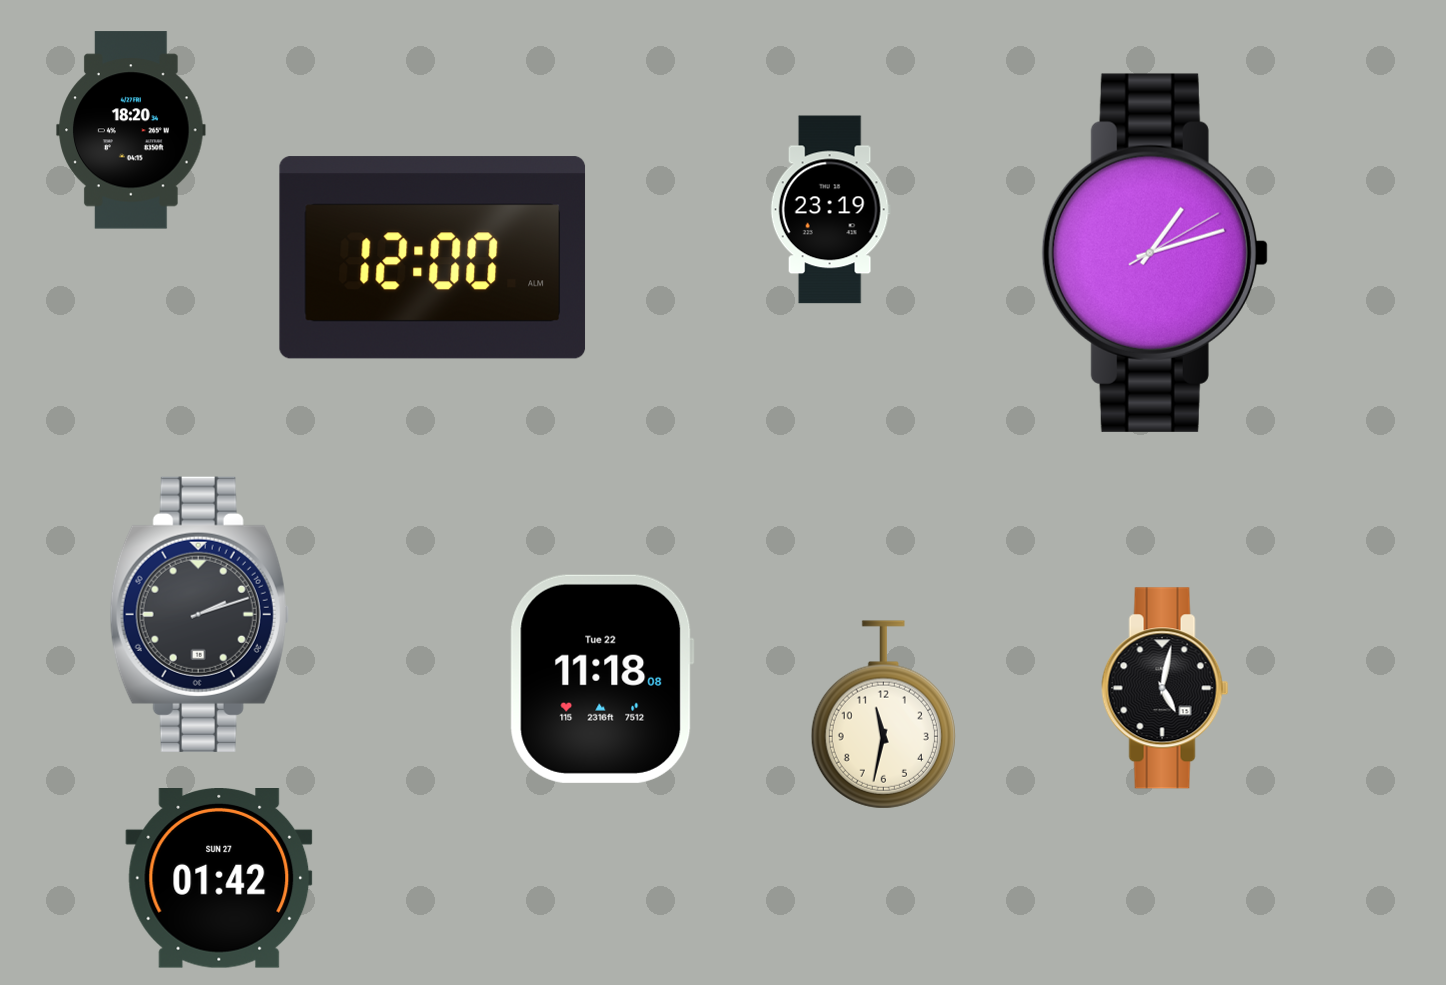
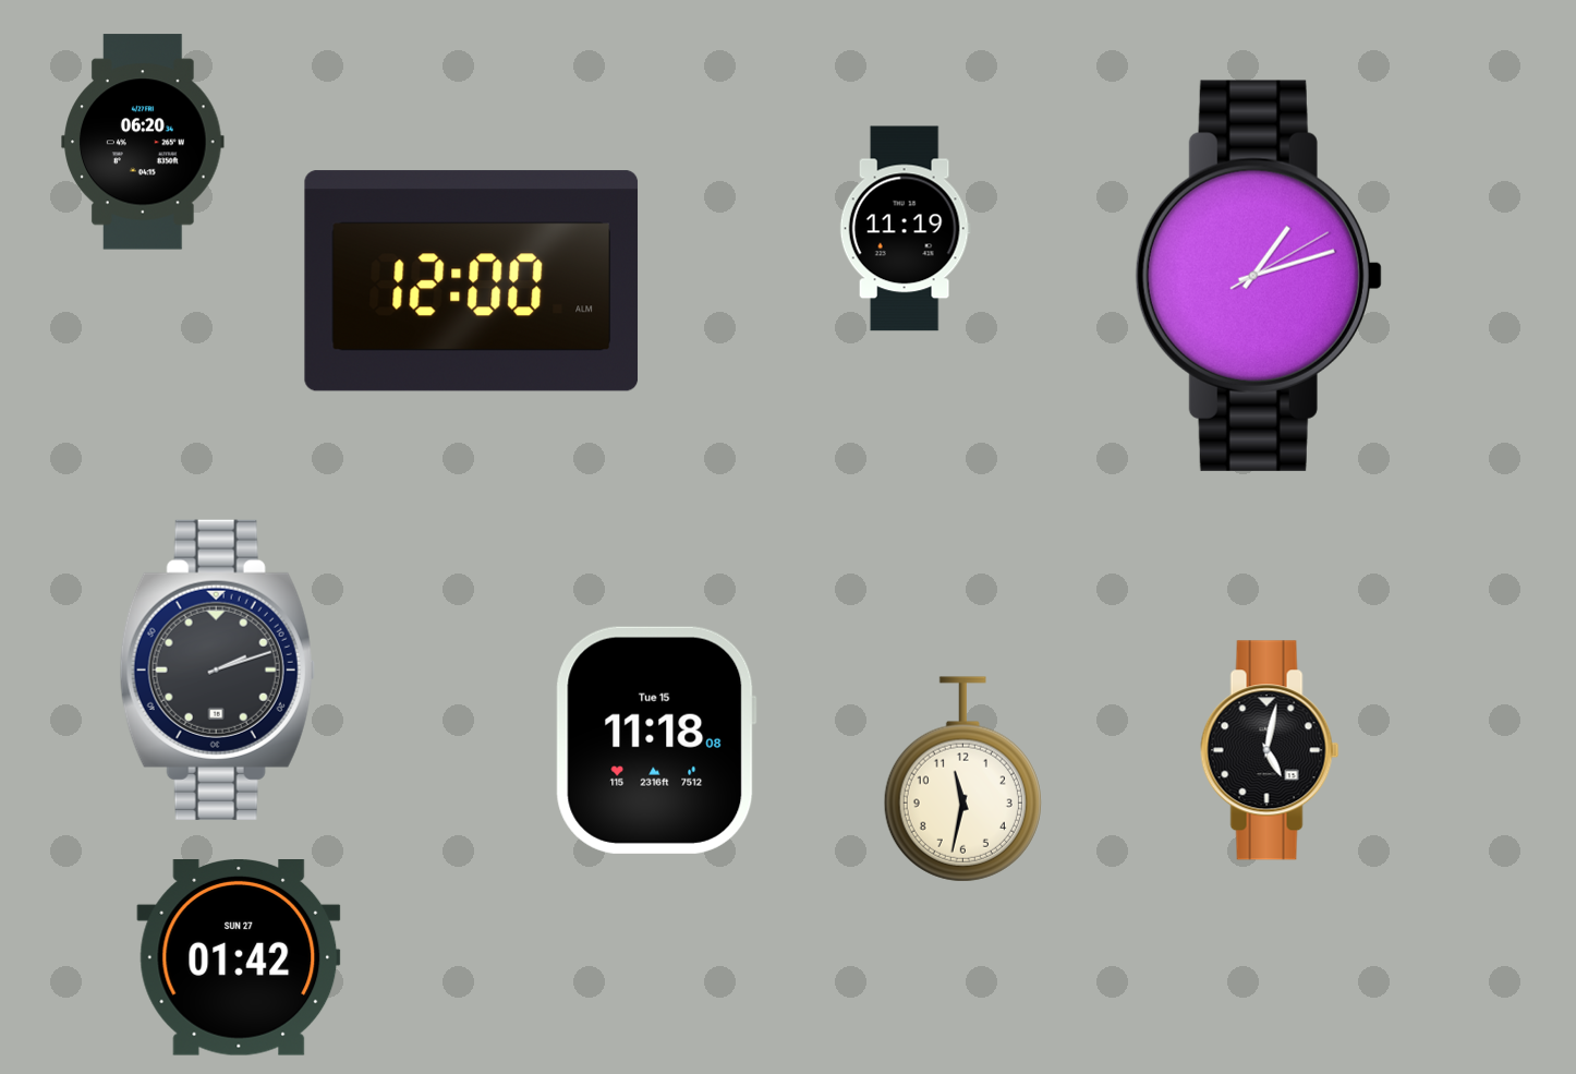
clock at (131, 130): 18:20 -> 06:20
clock at (830, 210): 23:19 -> 11:19
clock at (602, 679) date: Tue 22 -> Tue 15
